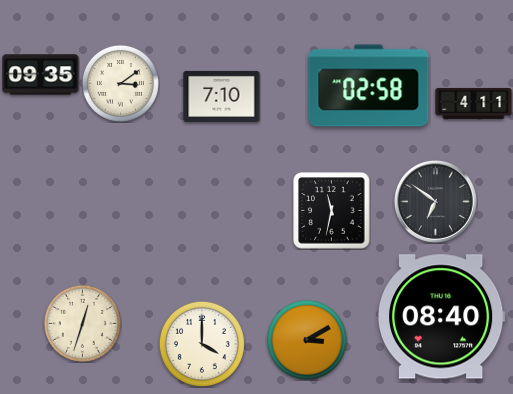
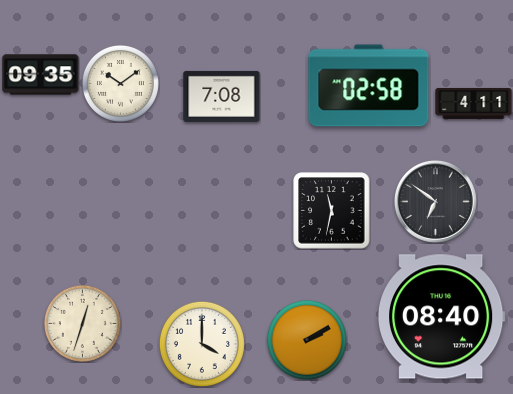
clock at (120, 83): 3:09 -> 10:09
clock at (222, 96): 7:10 -> 7:08
clock at (307, 340): 3:10 -> 2:10
